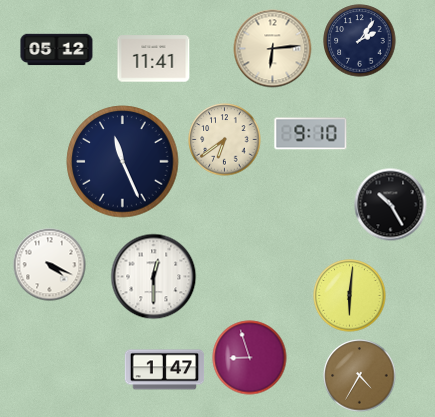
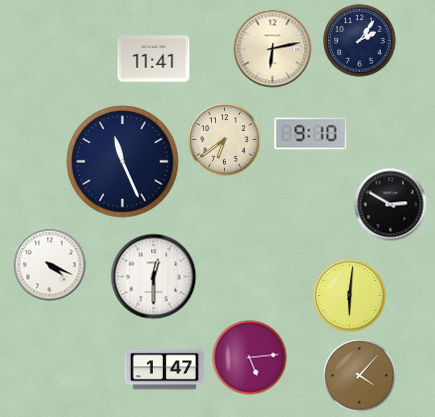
clock at (273, 49): 6:14 -> 6:13
clock at (57, 50): 05:12 -> none
clock at (391, 205): 10:25 -> 2:50
clock at (250, 358): 8:57 -> 5:14
clock at (360, 376): 4:35 -> 4:07
